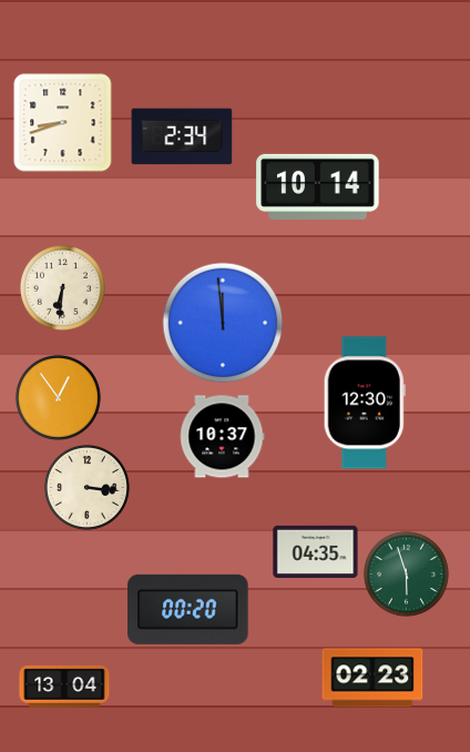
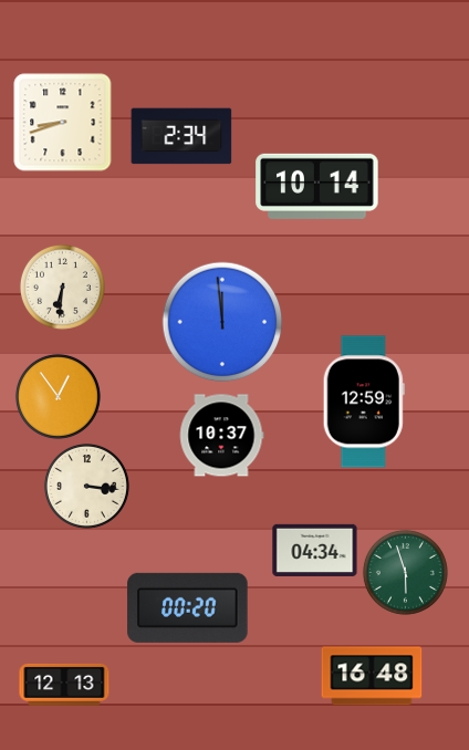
clock at (365, 403): 12:30 -> 12:59
clock at (316, 551): 04:35 -> 04:34
clock at (372, 678): 02:23 -> 16:48
clock at (64, 687): 13:04 -> 12:13
